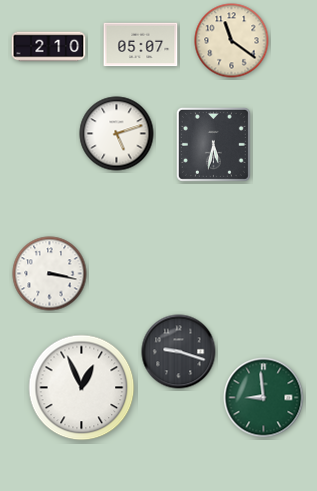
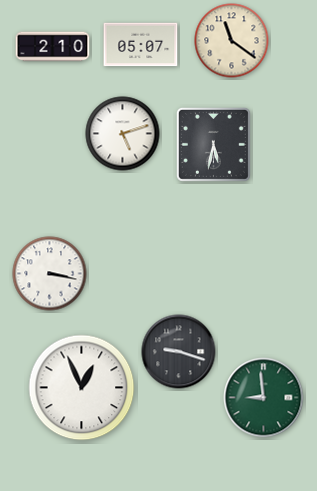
clock at (49, 47) position: (49, 47) -> (53, 47)
clock at (117, 134) position: (117, 134) -> (123, 134)
